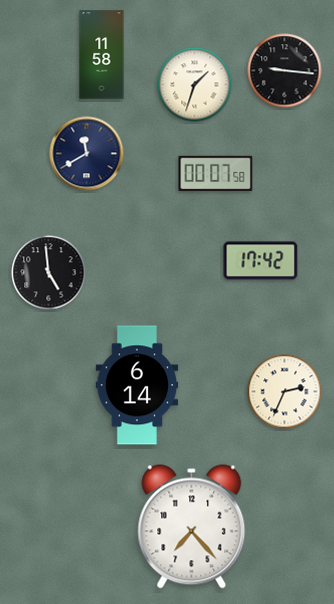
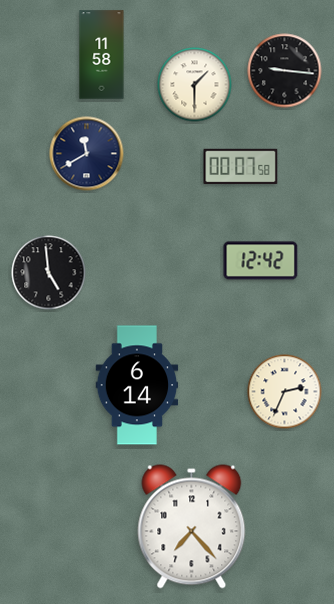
clock at (195, 85): 1:33 -> 1:30
clock at (216, 174) position: (216, 174) -> (241, 167)
clock at (261, 261): 17:42 -> 12:42
